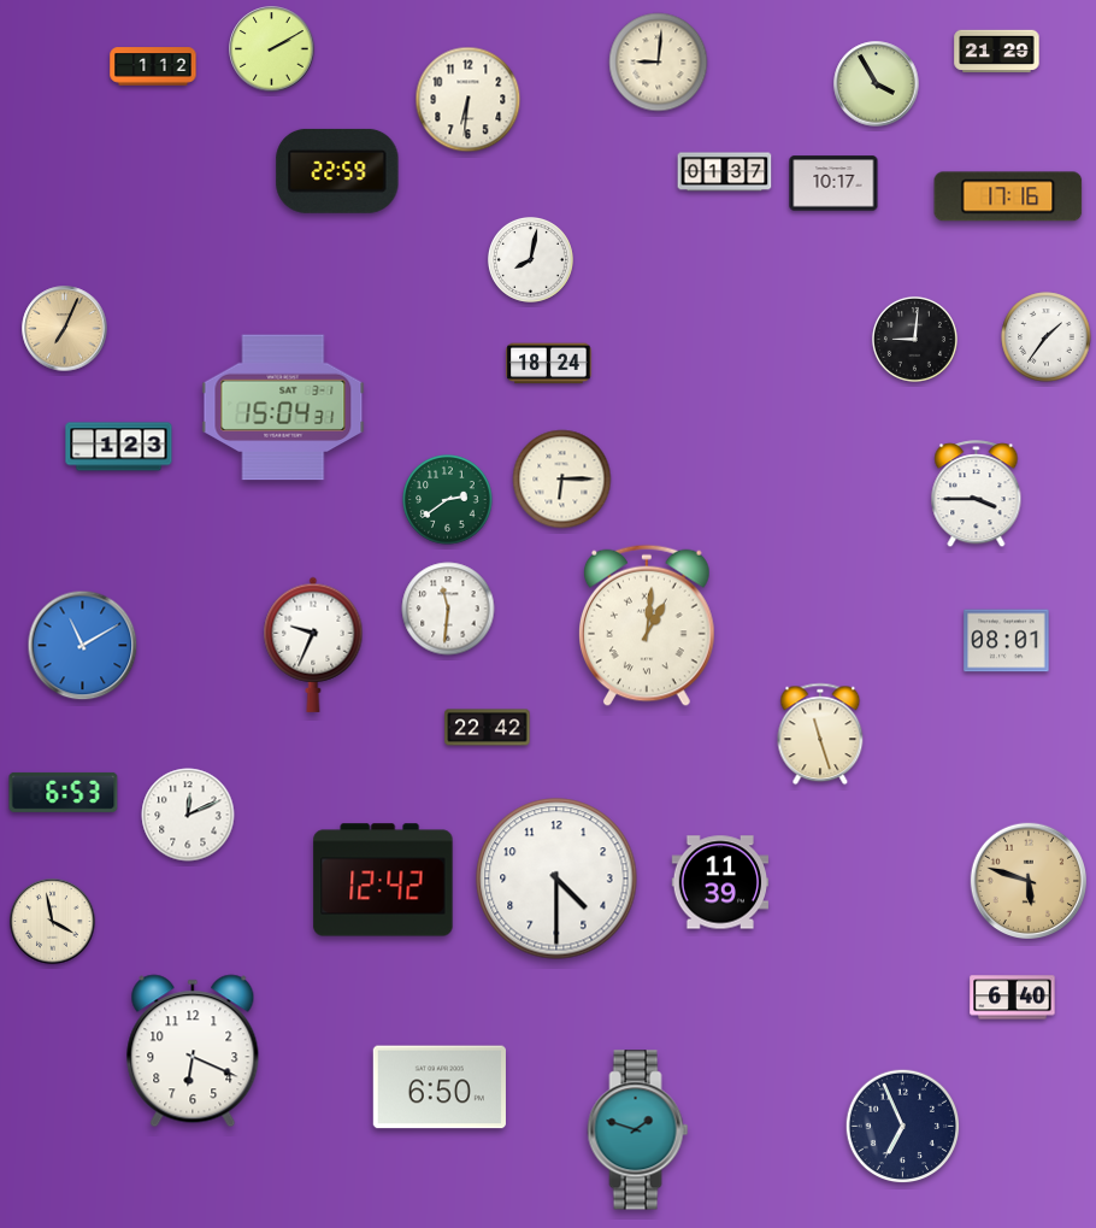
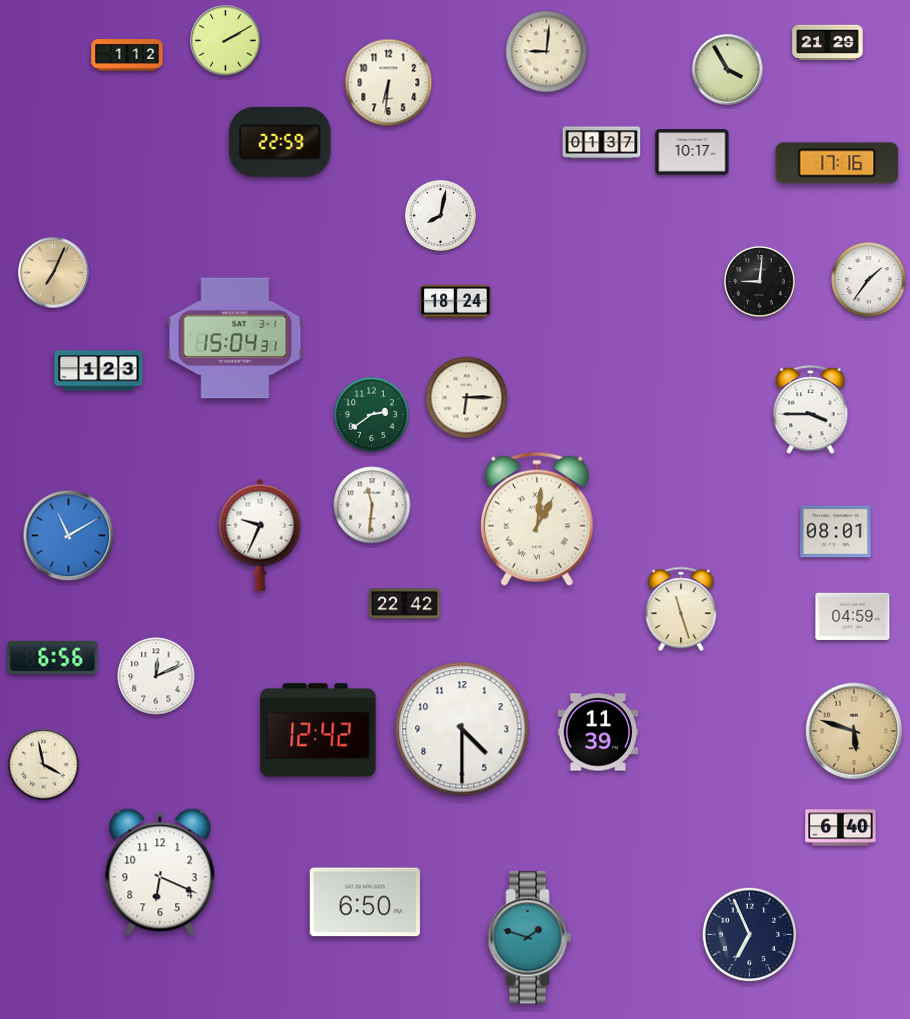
clock at (853, 616): none -> 04:59
clock at (64, 792): 6:53 -> 6:56
